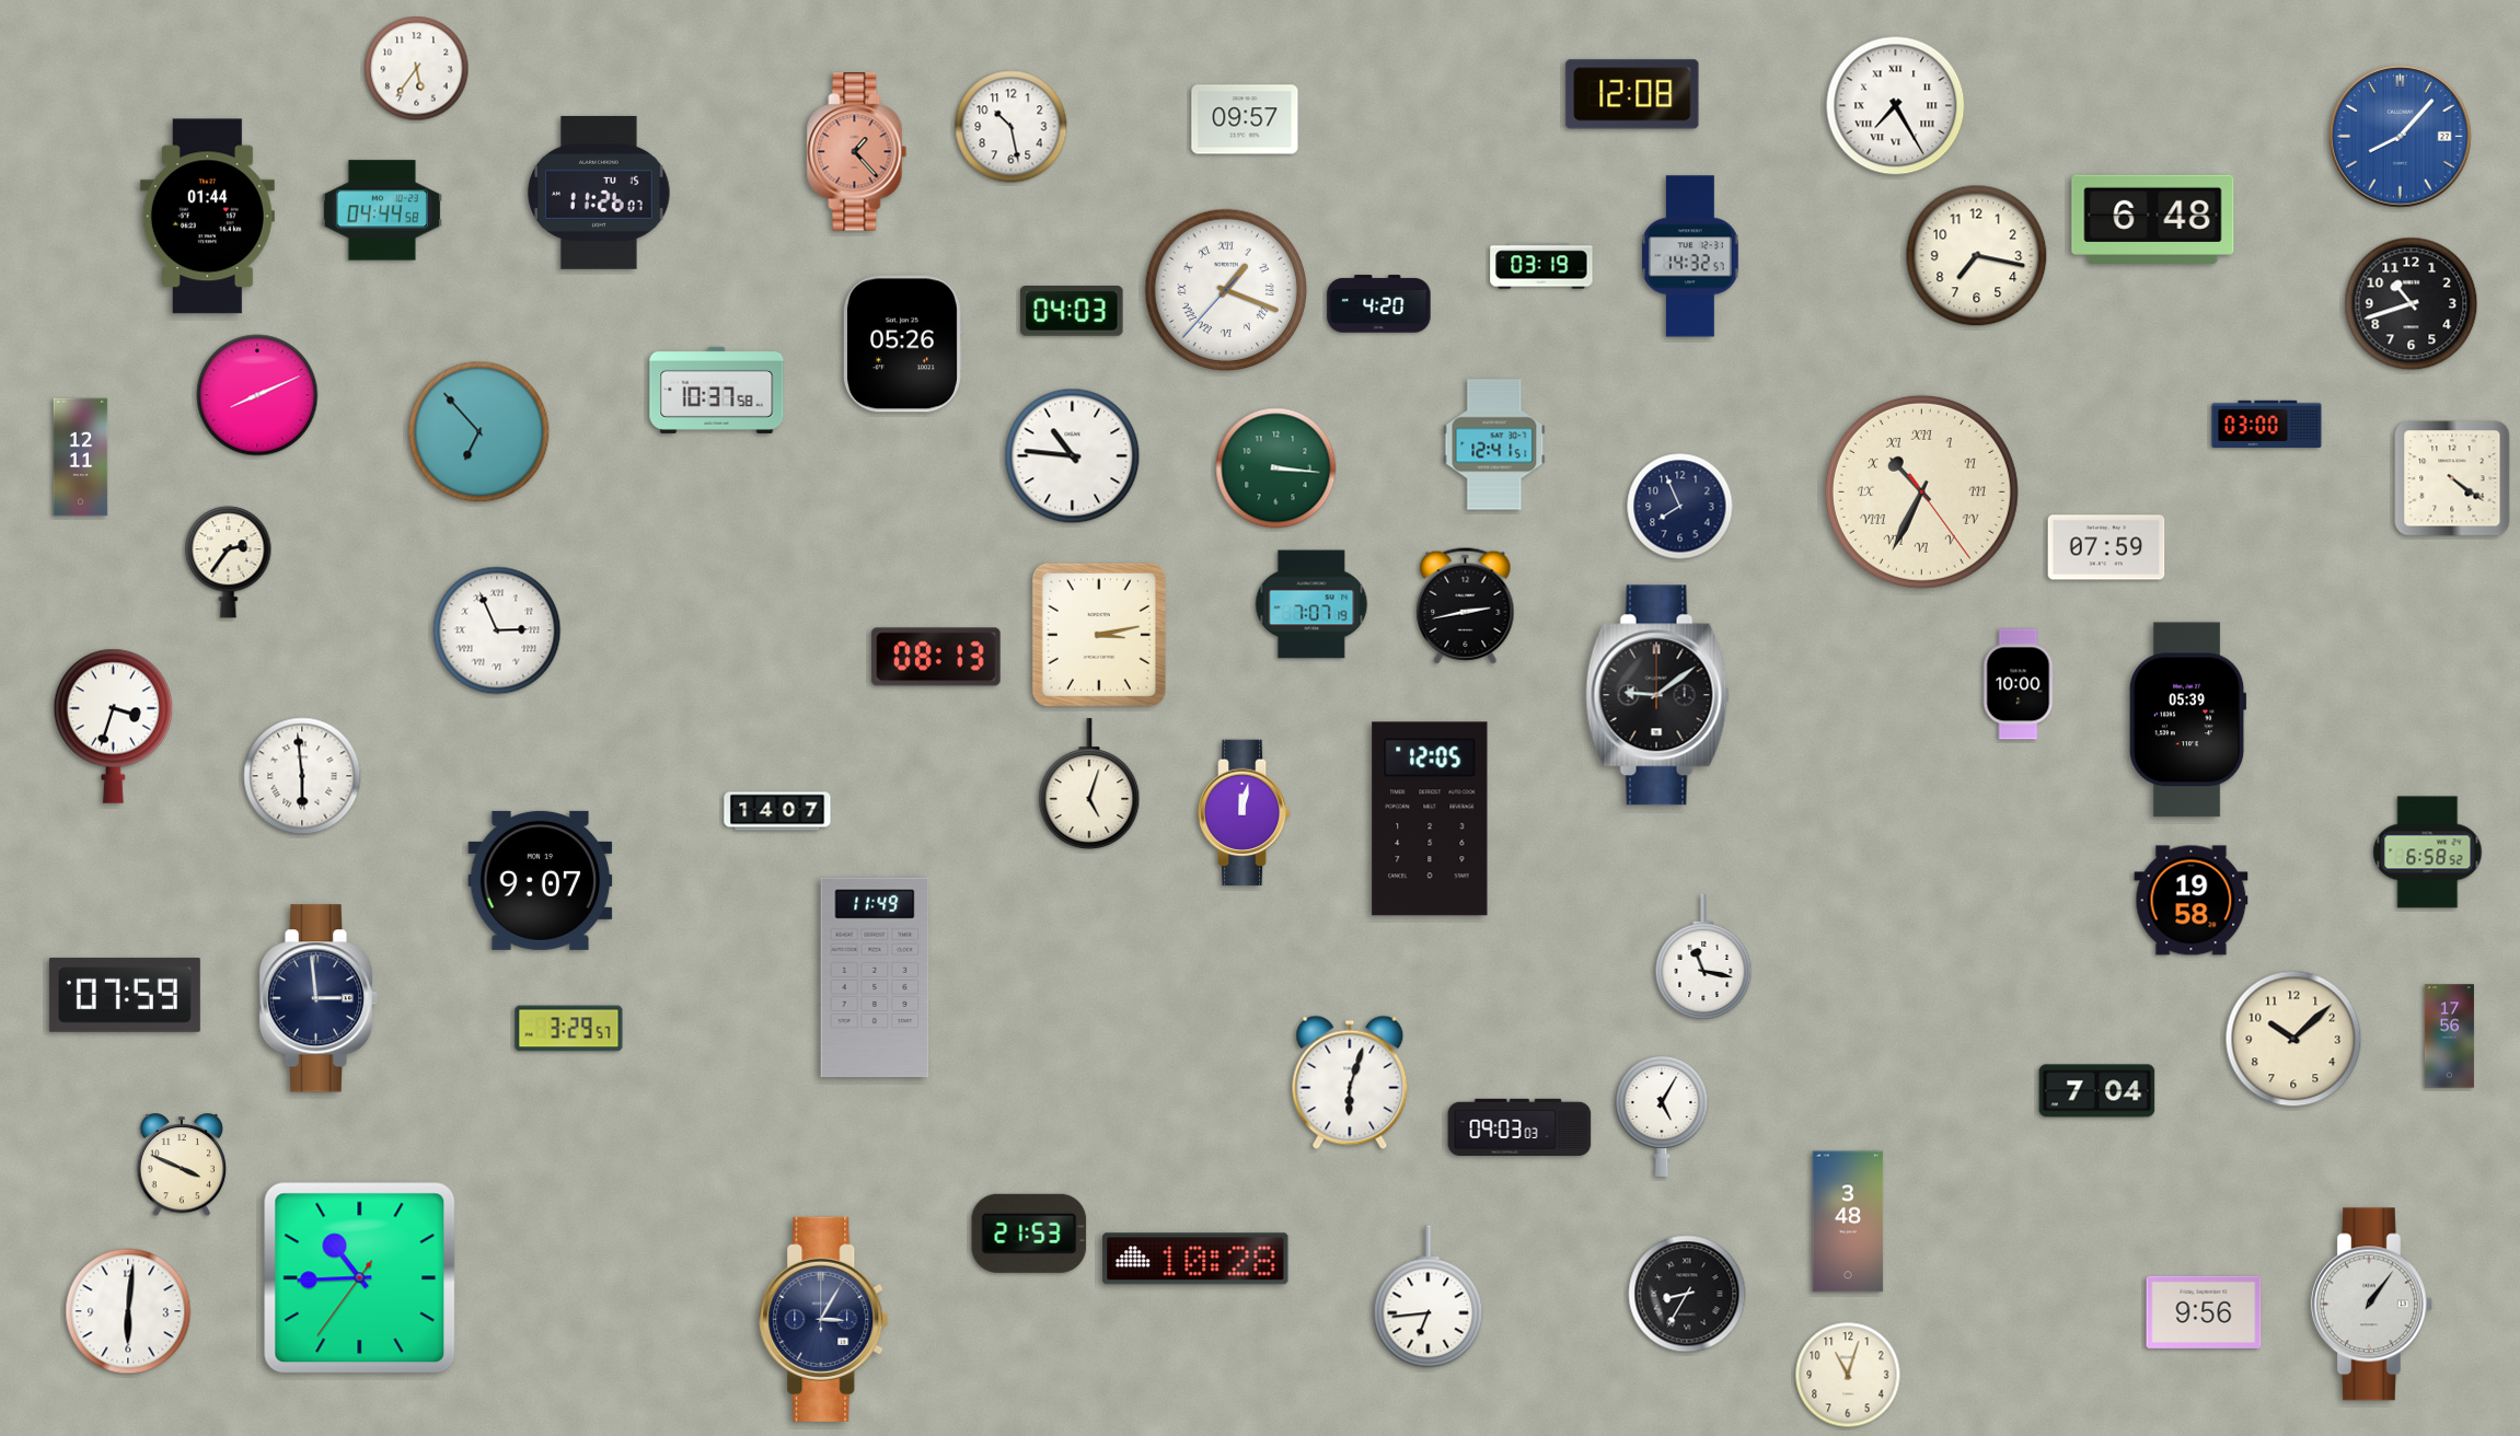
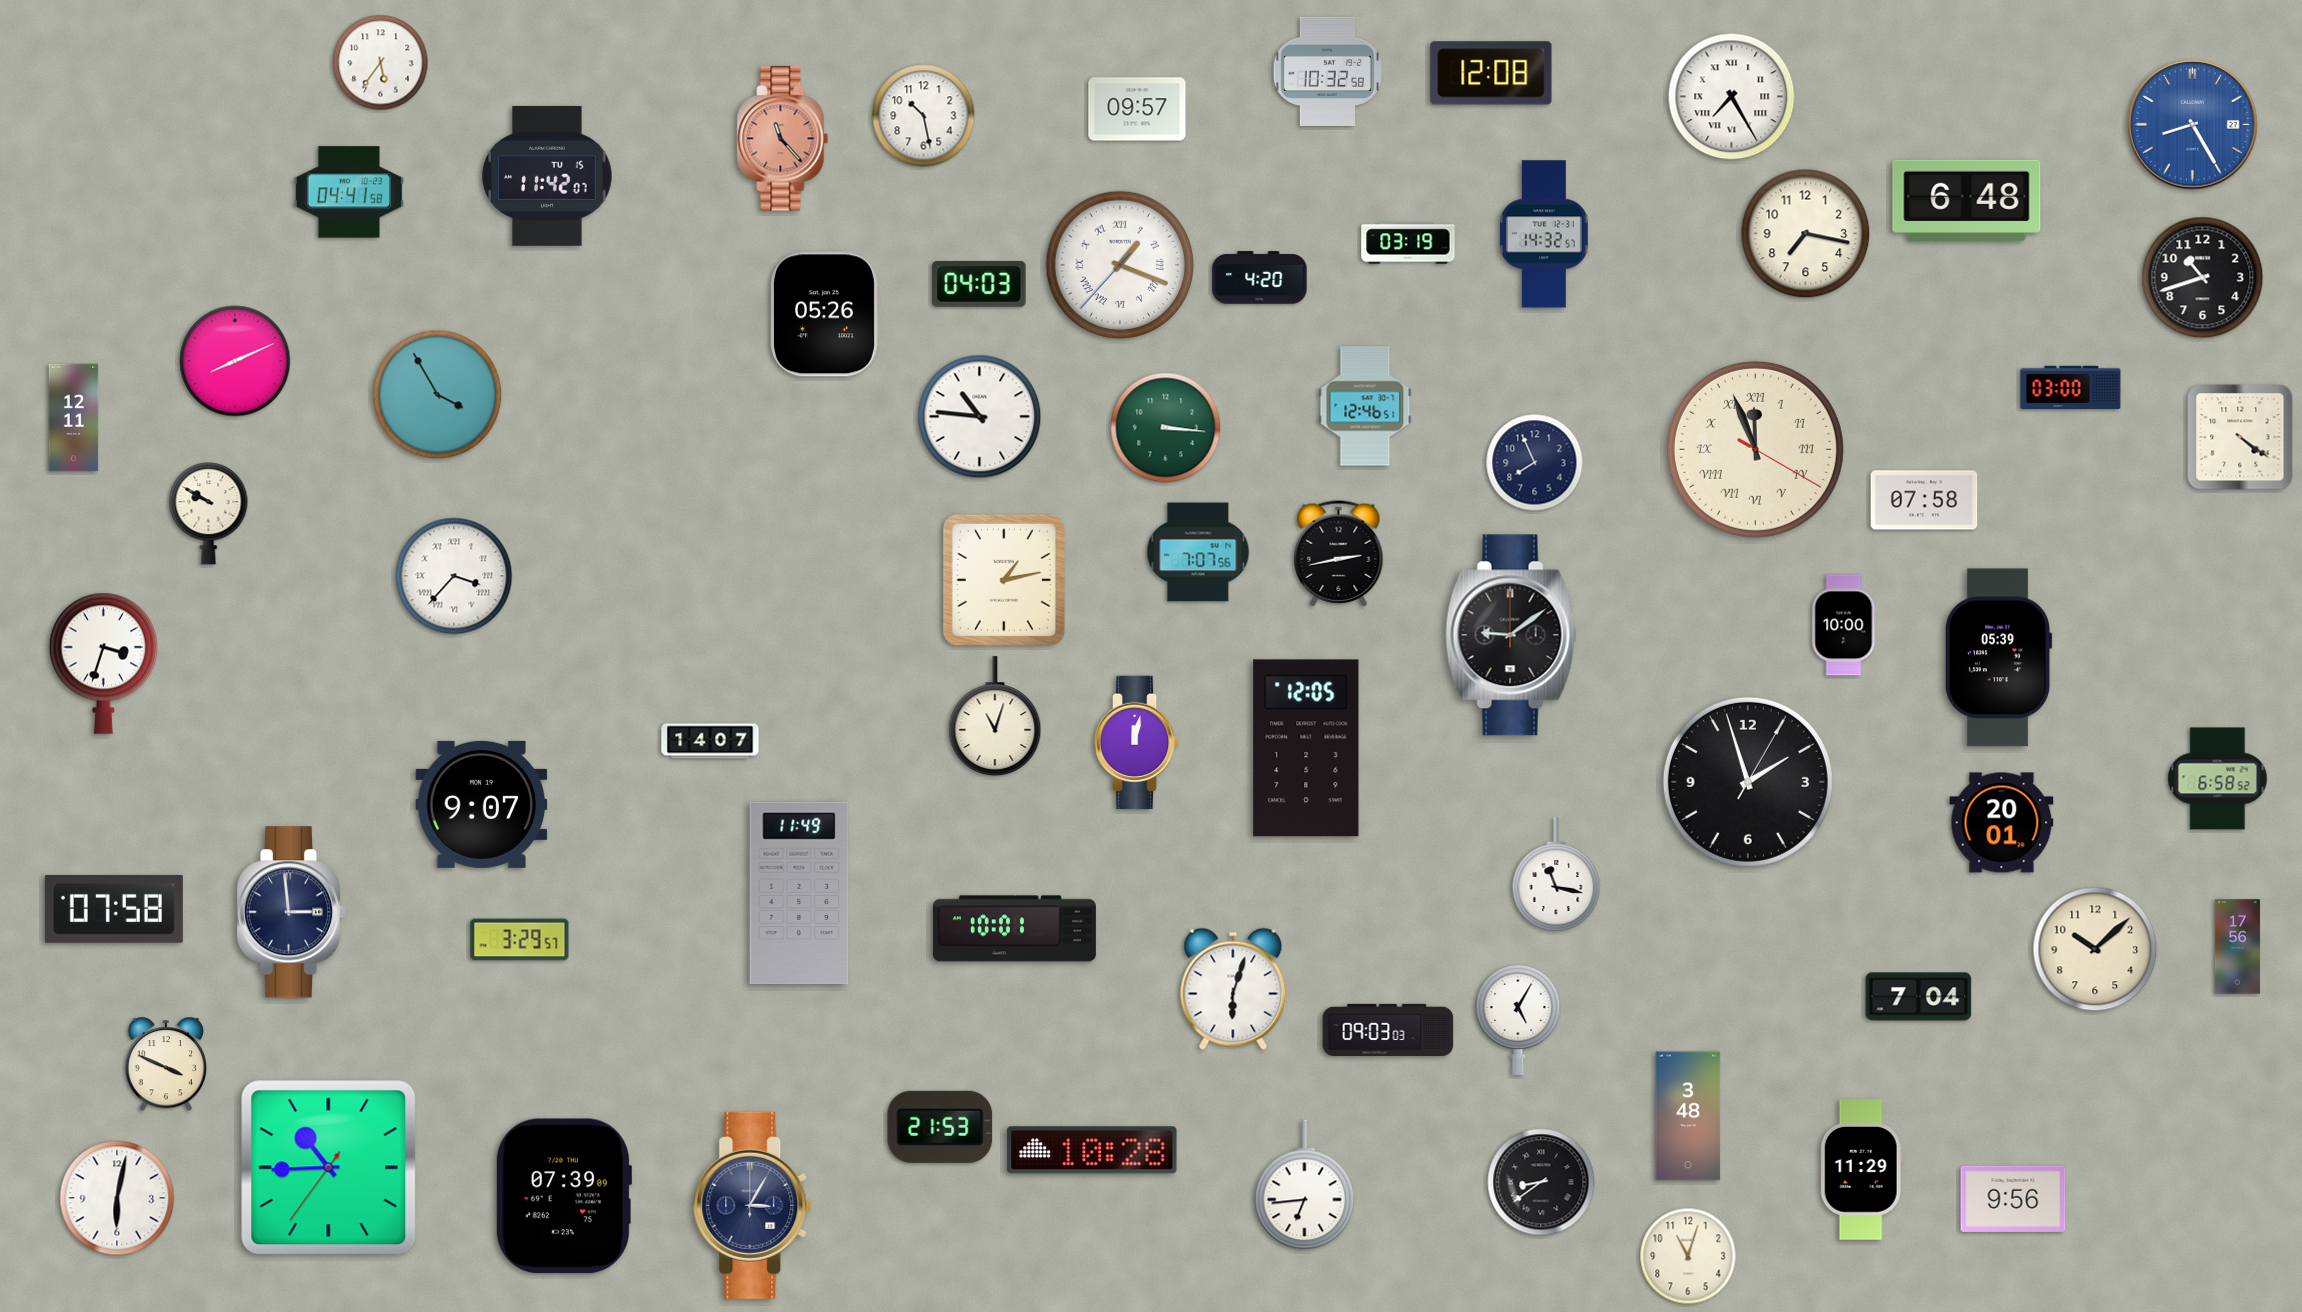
clock at (1327, 71): none -> 10:32
clock at (1632, 94) position: (1632, 94) -> (1491, 73)
clock at (2401, 137): 8:07 -> 8:25
clock at (857, 152): 1:23 -> 11:23
clock at (599, 193): 11:26 -> 11:42
clock at (382, 210): 04:44 -> 04:41
clock at (207, 217): 01:44 -> none
clock at (717, 390): 10:37 -> none
clock at (479, 432): 6:53 -> 3:55
clock at (1494, 444): 12:41 -> 12:46
clock at (1921, 491): 10:34 -> 11:56
clock at (2106, 547): 07:59 -> 07:58
clock at (229, 563): 2:36 -> 9:50
clock at (1311, 604): 7:07:19 -> 7:07:56
clock at (497, 630): 2:56 -> 3:37
clock at (1099, 635): 3:13 -> 1:13
clock at (936, 657): 08:13 -> none
clock at (1657, 695) position: (1657, 695) -> (1511, 635)
clock at (302, 776): 5:59 -> none
clock at (1089, 785): 5:03 -> 11:03
clock at (1748, 782): none -> 1:57
clock at (541, 880) position: (541, 880) -> (482, 804)
clock at (2192, 901): 19:58 -> 20:01
clock at (125, 995): 07:59 -> 07:58
clock at (1014, 929): none -> 10:01
clock at (2097, 1091) position: (2097, 1091) -> (1919, 997)
clock at (1861, 1170): none -> 11:29
clock at (1687, 1294): 8:35 -> 8:39
clock at (2371, 1305): 1:06 -> none
clock at (563, 1196): none -> 07:39
clock at (128, 1311): 6:01 -> 6:02
